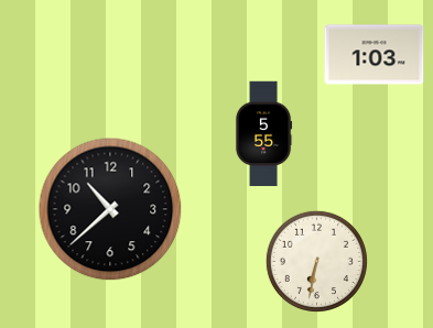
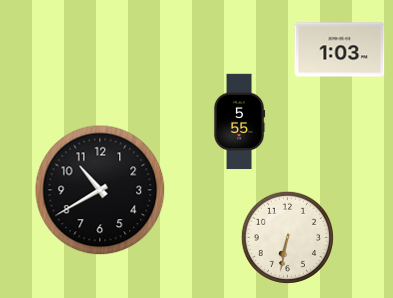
clock at (110, 209): 10:38 -> 10:40
